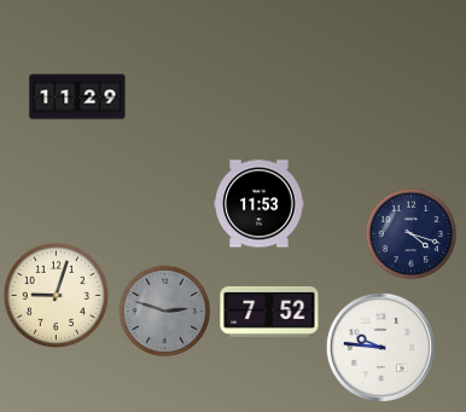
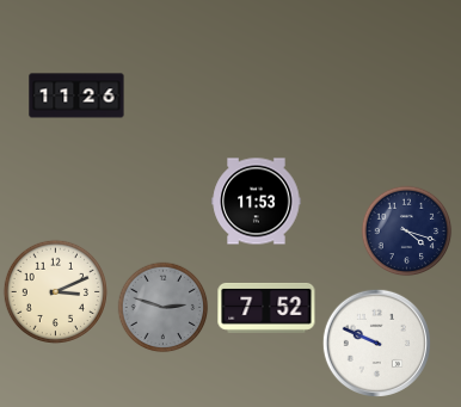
clock at (77, 97): 11:29 -> 11:26
clock at (56, 295): 9:03 -> 3:11
clock at (380, 347): 9:46 -> 9:49
